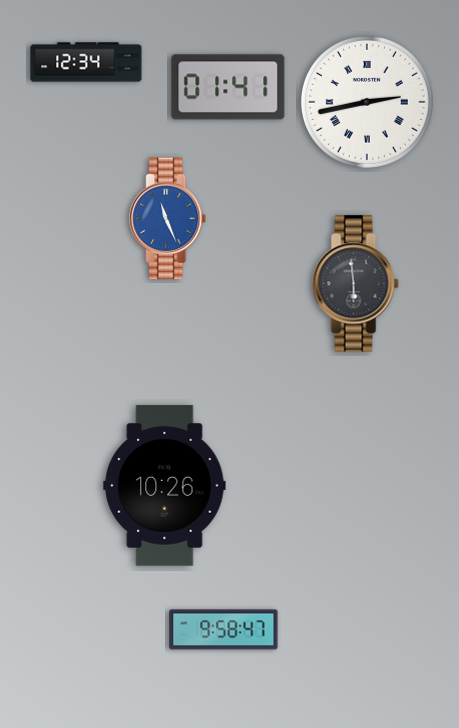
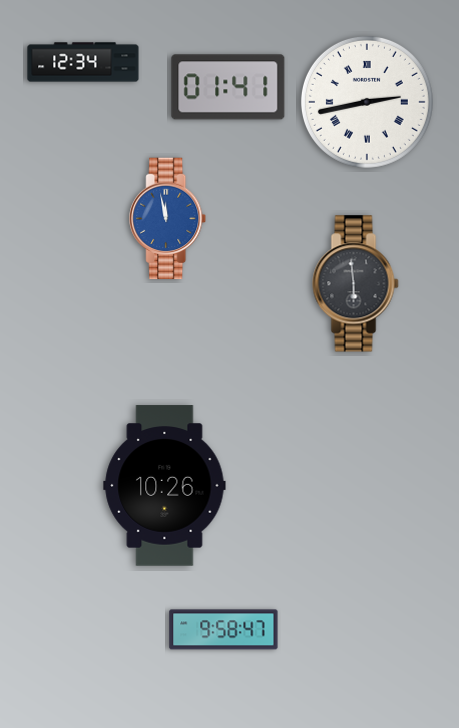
clock at (86, 62) position: (86, 62) -> (83, 62)
clock at (168, 219): 11:26 -> 11:58
